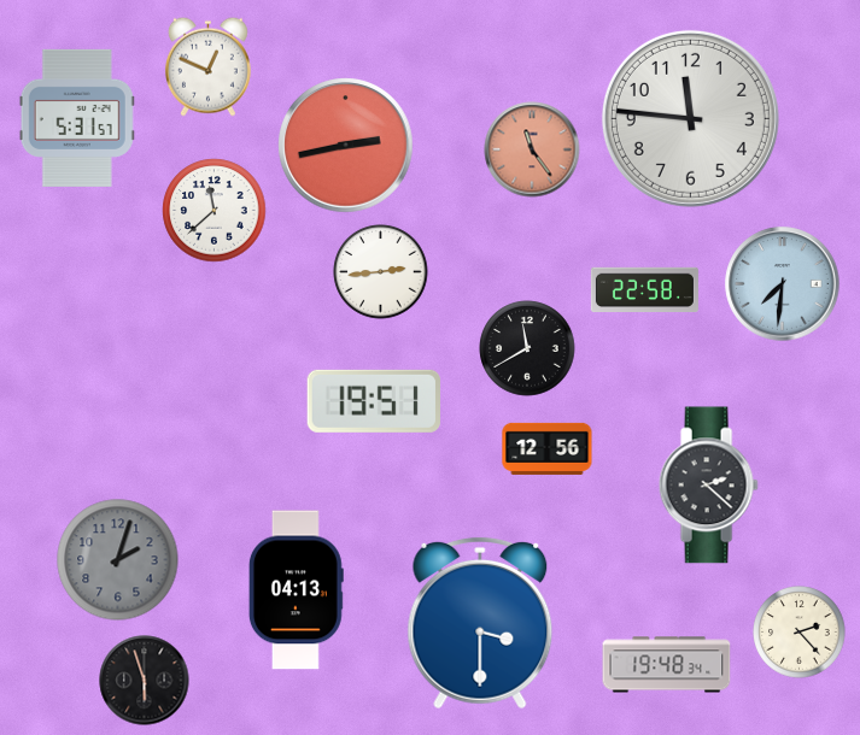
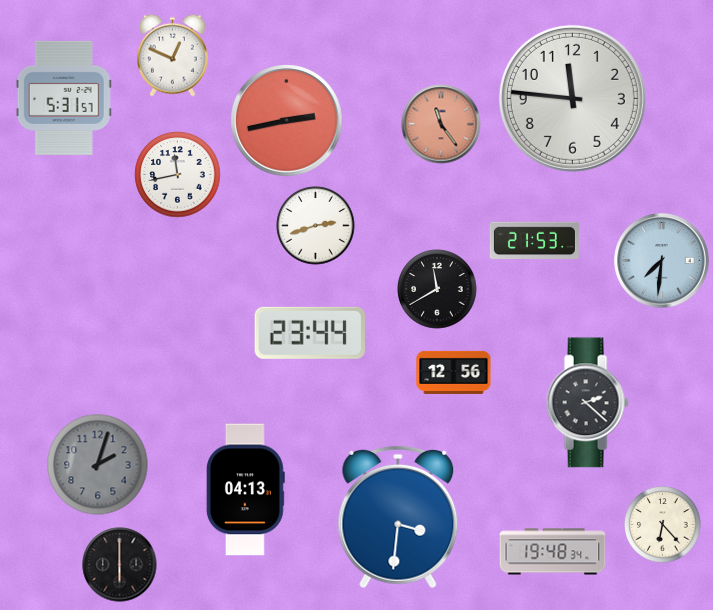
clock at (215, 211): 11:38 -> 11:43
clock at (381, 272): 2:44 -> 2:42
clock at (783, 284) position: (783, 284) -> (662, 261)
clock at (644, 290): 22:58 -> 21:53
clock at (373, 401): 19:51 -> 23:44
clock at (480, 623): 3:30 -> 3:31
clock at (800, 633): 2:23 -> 6:23
clock at (145, 681): 5:57 -> 6:00
